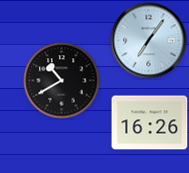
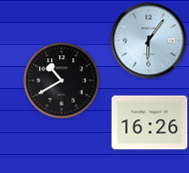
clock at (149, 41): 7:06 -> 6:06
